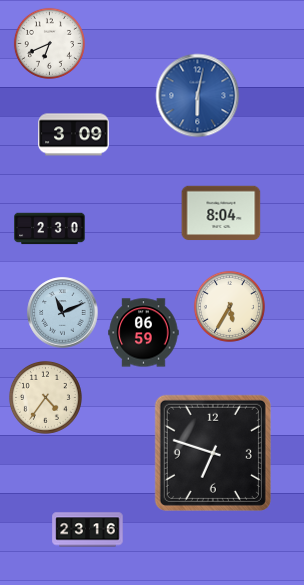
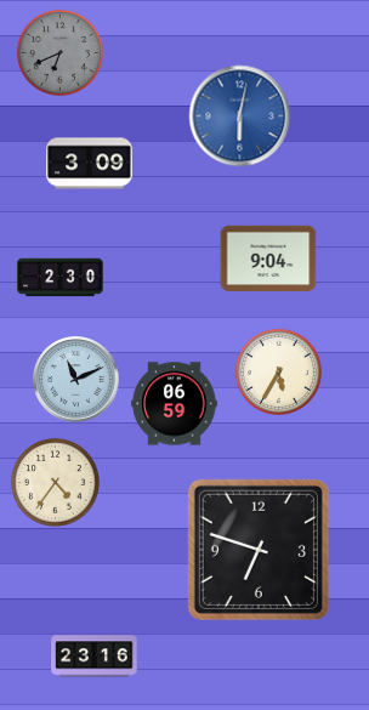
clock at (49, 43) dial: white -> grey
clock at (221, 213): 8:04 -> 9:04
clock at (88, 530) position: (88, 530) -> (95, 657)
